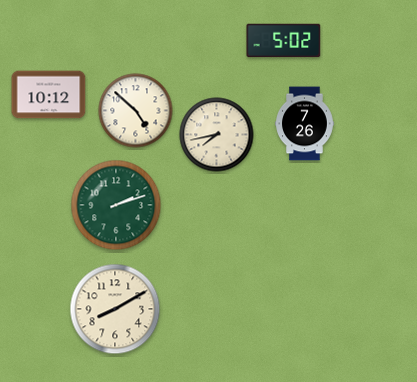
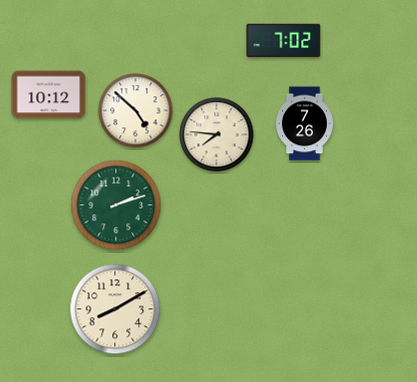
clock at (284, 41): 5:02 -> 7:02
clock at (217, 135): 7:43 -> 7:46
